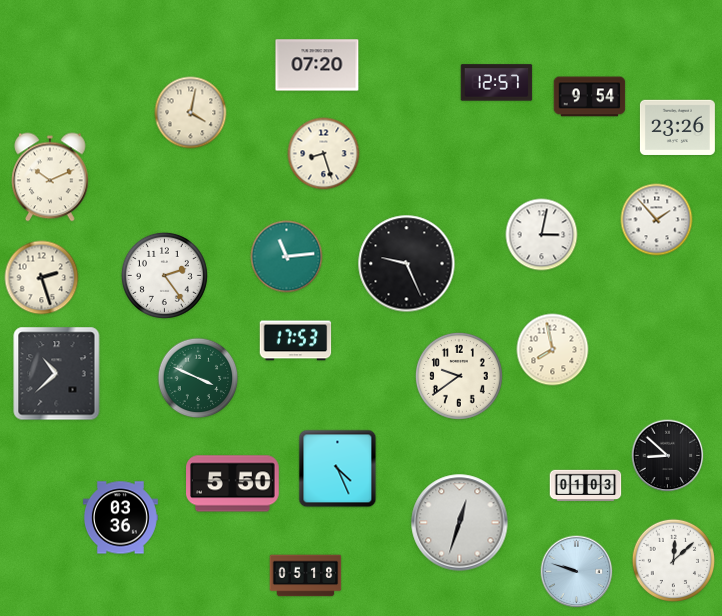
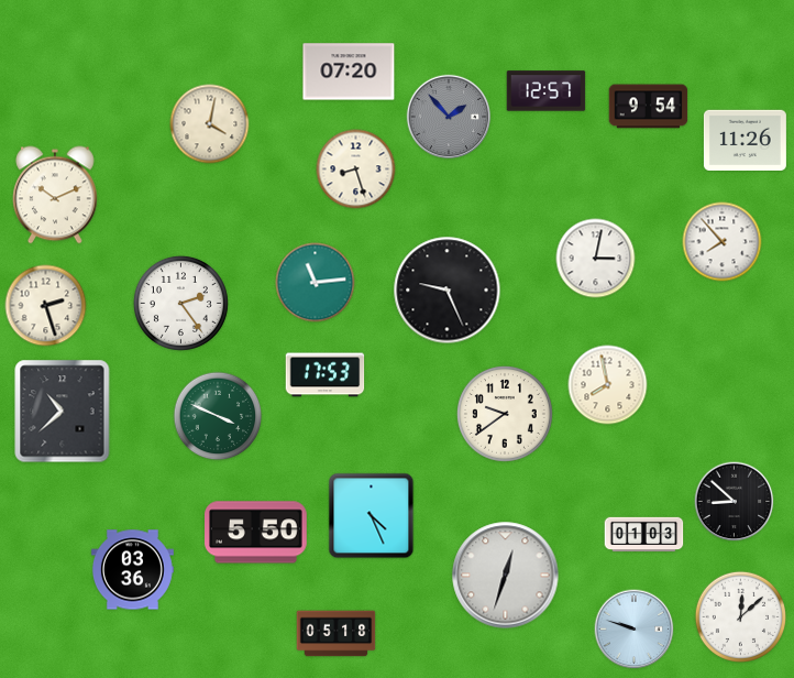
clock at (449, 117): none -> 1:53
clock at (677, 127): 23:26 -> 11:26
clock at (657, 220): 1:53 -> 7:53
